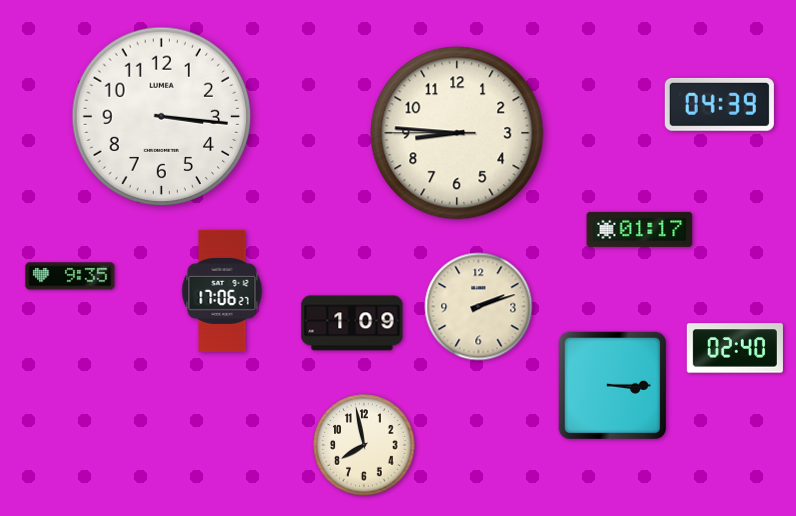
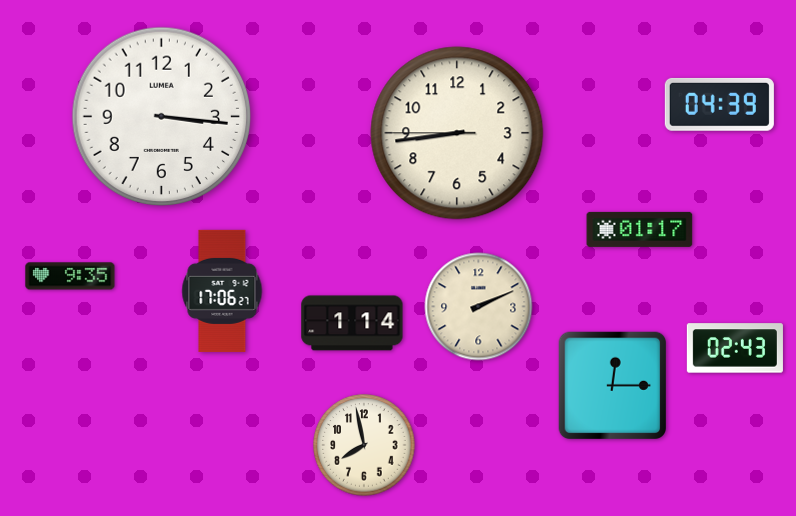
clock at (457, 133): 8:45 -> 8:43
clock at (479, 307): 2:12 -> 2:11
clock at (352, 323): 1:09 -> 1:14
clock at (735, 348): 02:40 -> 02:43
clock at (613, 386): 3:15 -> 12:15
